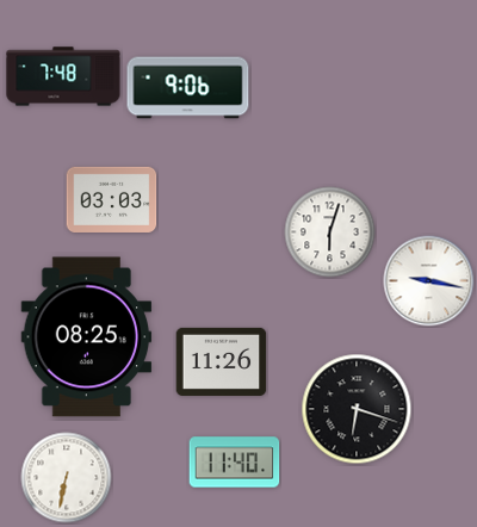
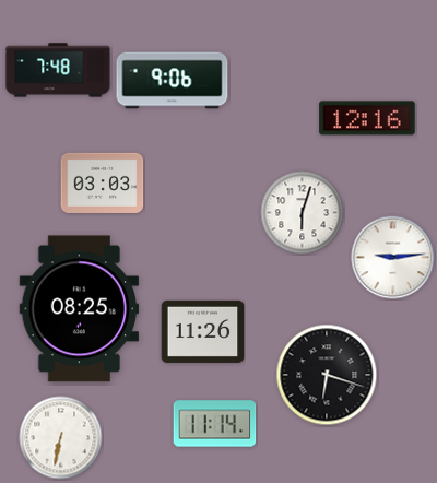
clock at (367, 118): none -> 12:16
clock at (429, 281): 9:17 -> 9:14
clock at (235, 463): 11:40 -> 11:14
